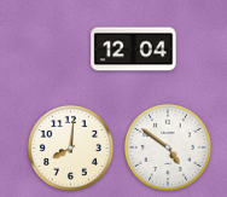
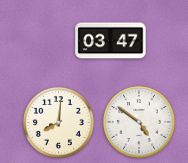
clock at (134, 50): 12:04 -> 03:47
